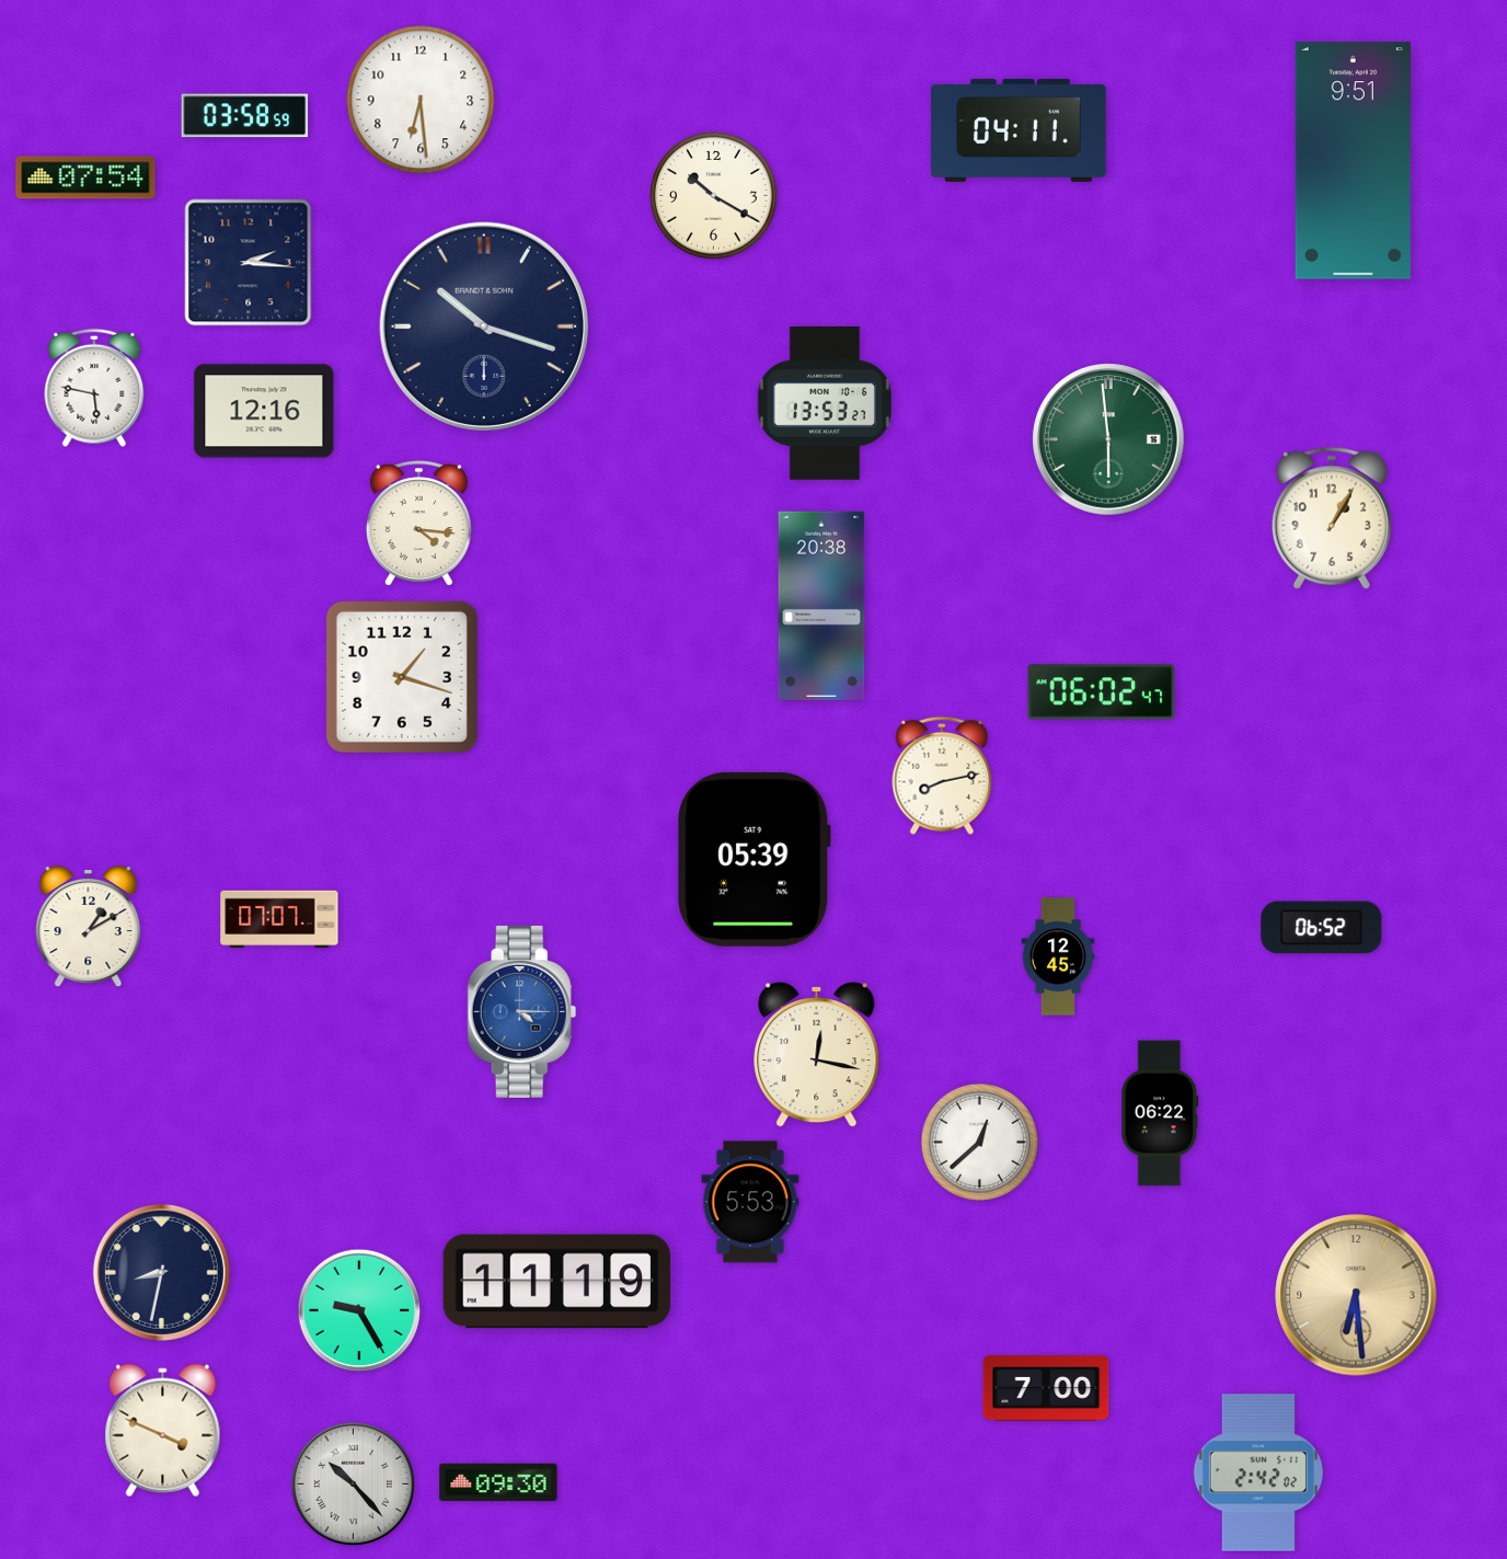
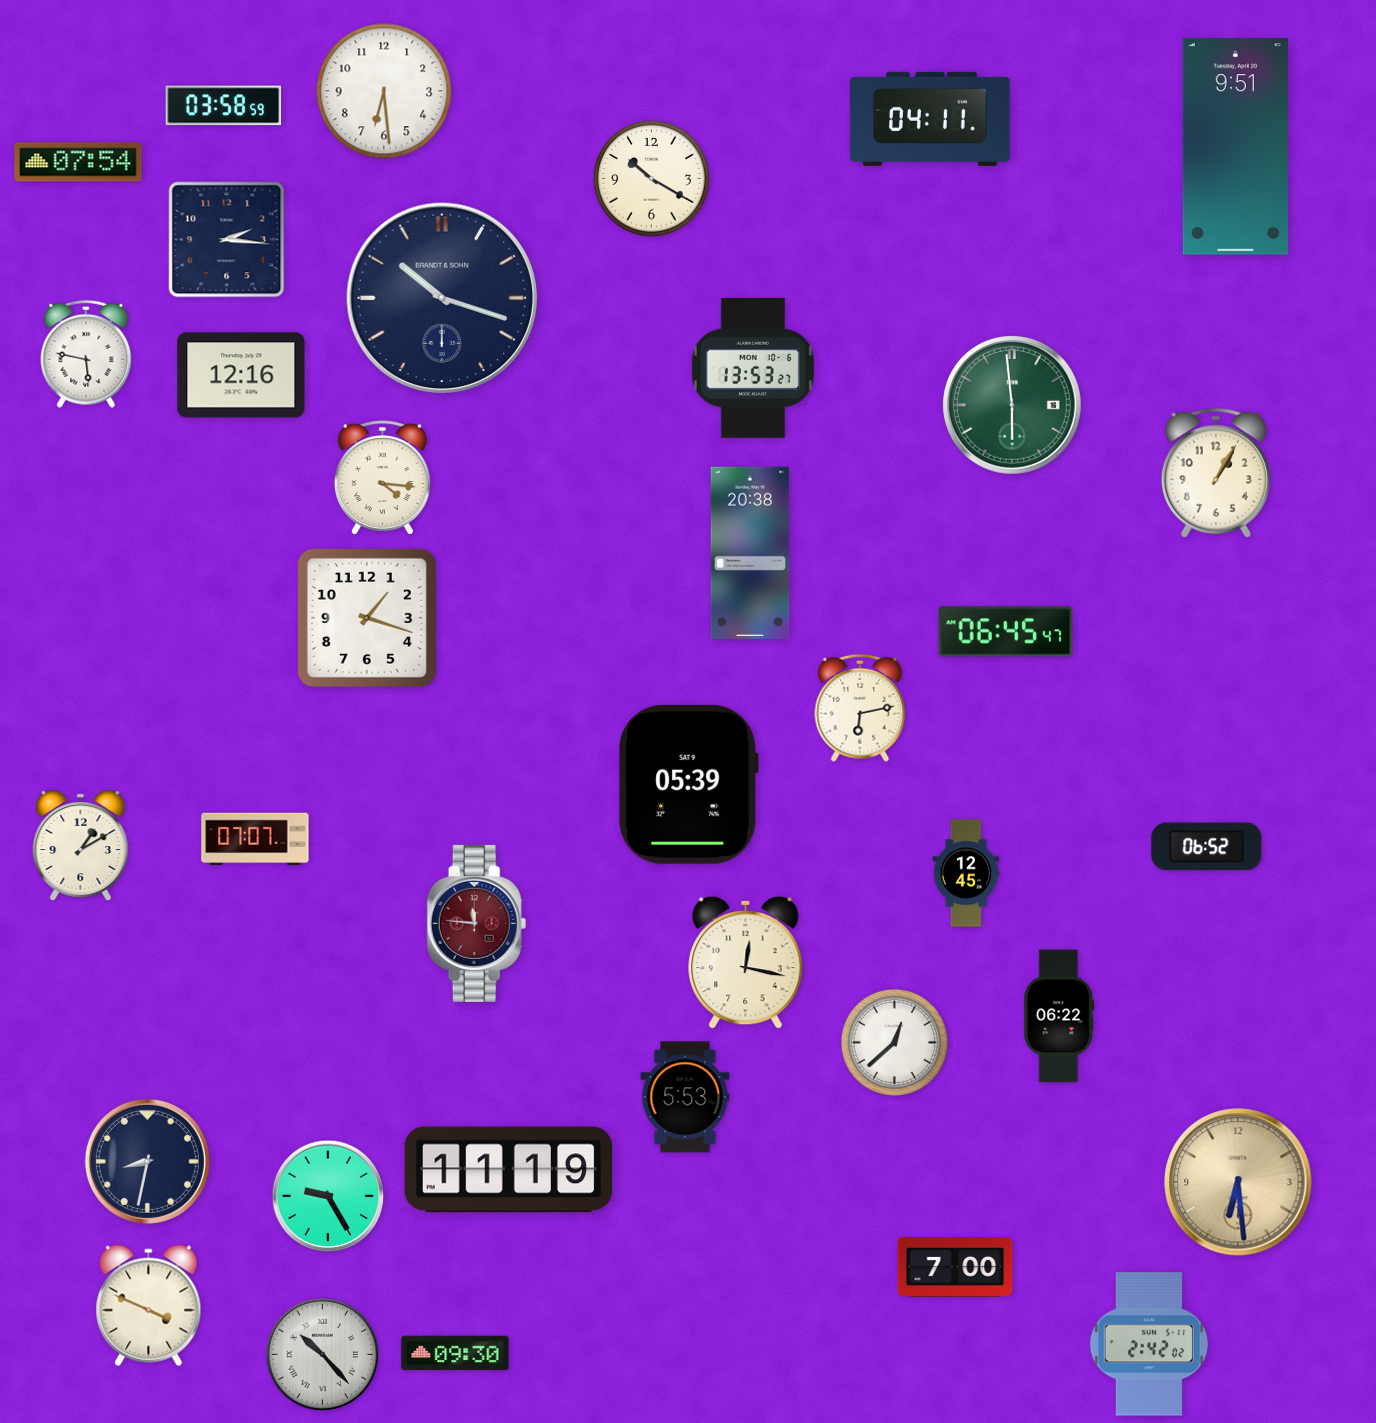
clock at (1109, 440) position: (1109, 440) -> (1013, 406)
clock at (1102, 692): 06:02 -> 06:45
clock at (942, 776): 8:13 -> 6:13
clock at (522, 1011): 4:15 -> 11:46
clock at (522, 1011) dial: blue -> burgundy
